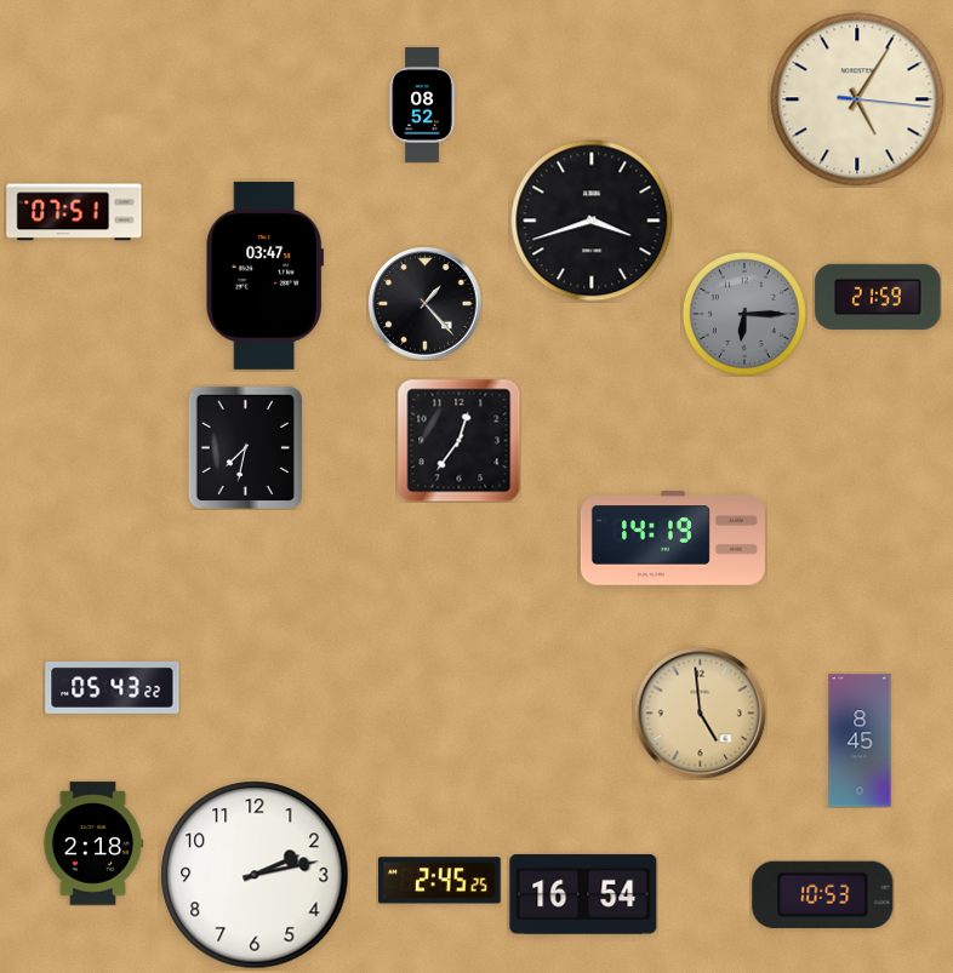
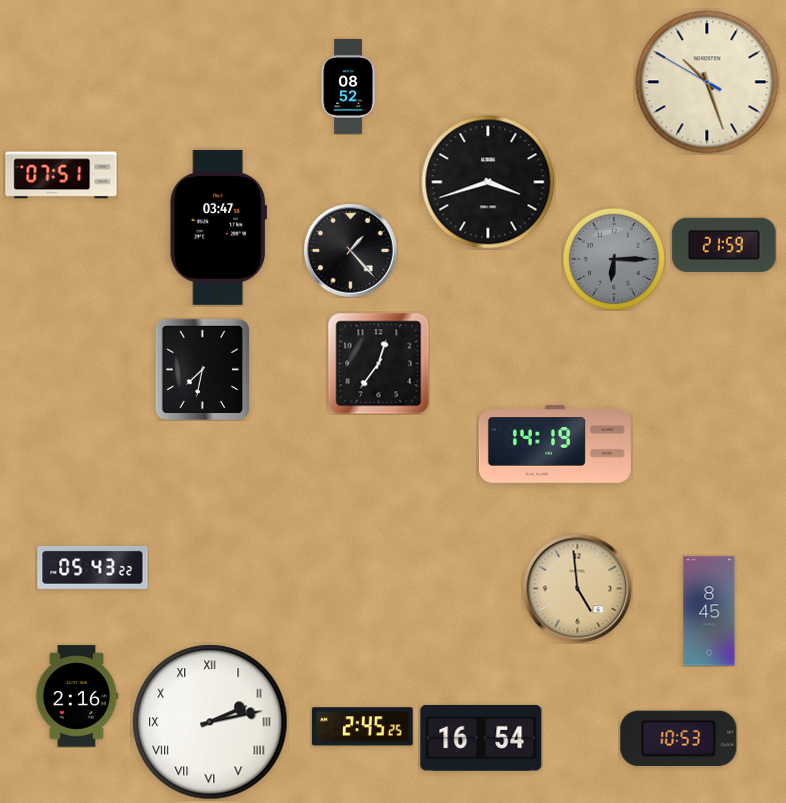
clock at (857, 99): 5:05 -> 10:26
clock at (93, 843): 2:18 -> 2:16
clock at (255, 875) numerals: Arabic -> Roman
